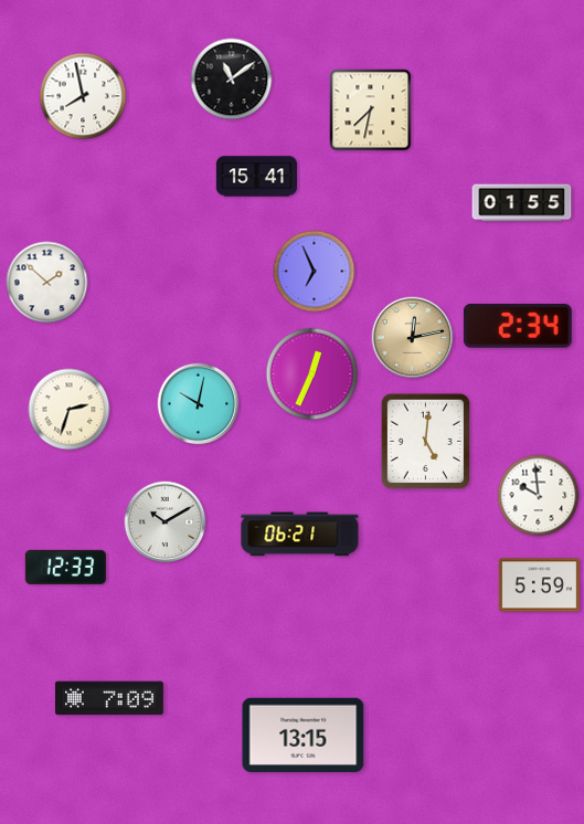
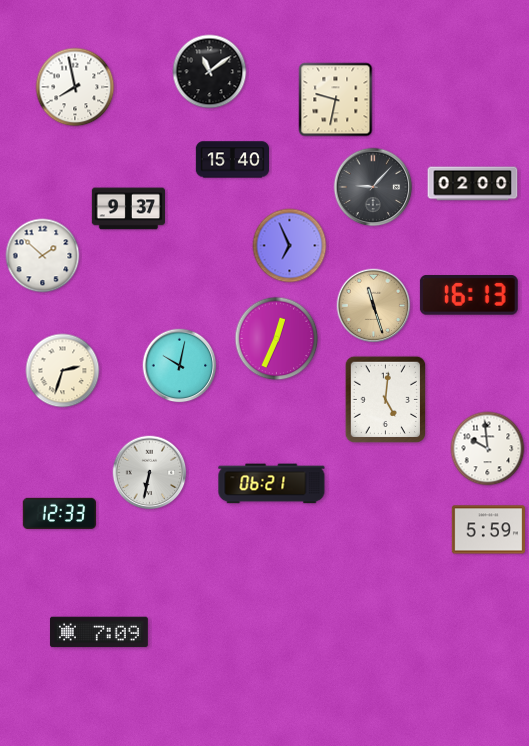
clock at (371, 110): 7:32 -> 9:32
clock at (256, 177): 15:41 -> 15:40
clock at (522, 203): 01:55 -> 02:00
clock at (373, 187): none -> 9:07
clock at (128, 209): none -> 9:37
clock at (315, 272) position: (315, 272) -> (290, 246)
clock at (518, 327): 2:34 -> 16:13
clock at (413, 338): 12:13 -> 11:27
clock at (312, 374) position: (312, 374) -> (277, 339)
clock at (166, 522): 10:10 -> 6:32
clock at (304, 735): 13:15 -> none
